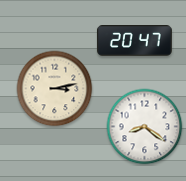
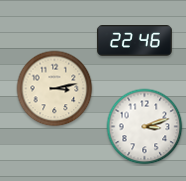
clock at (134, 41): 20:47 -> 22:46
clock at (145, 127): 8:21 -> 3:12
